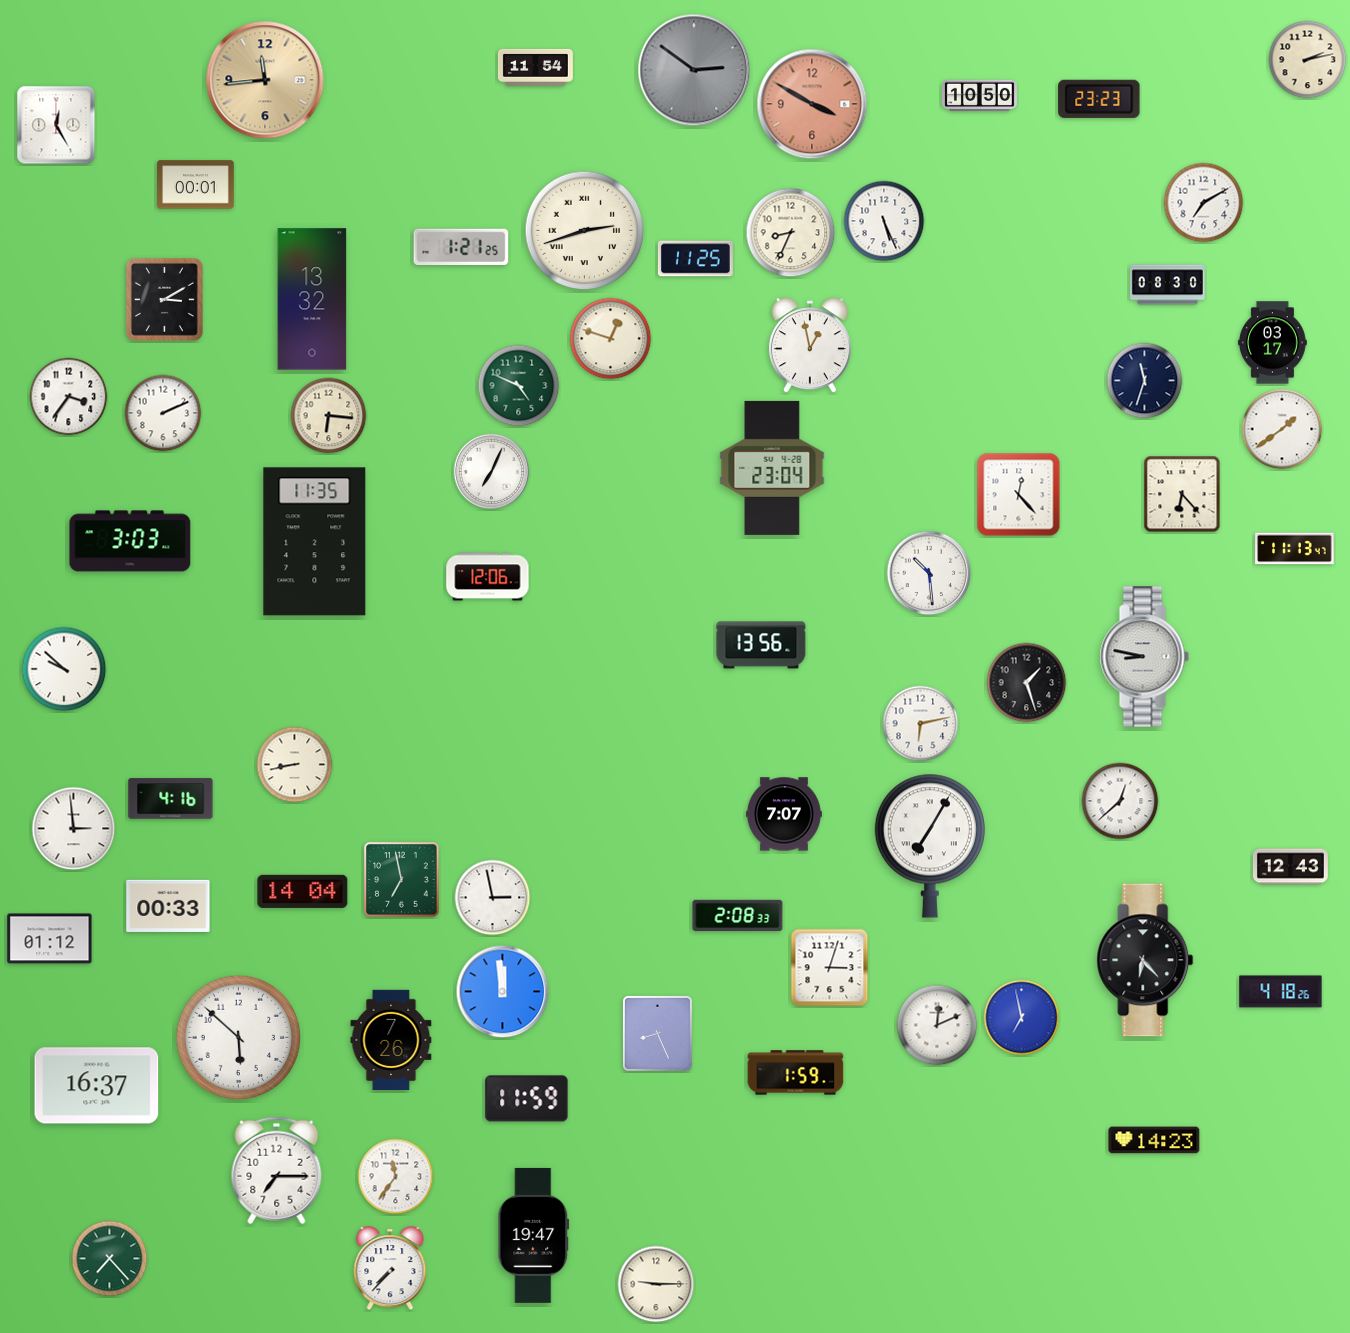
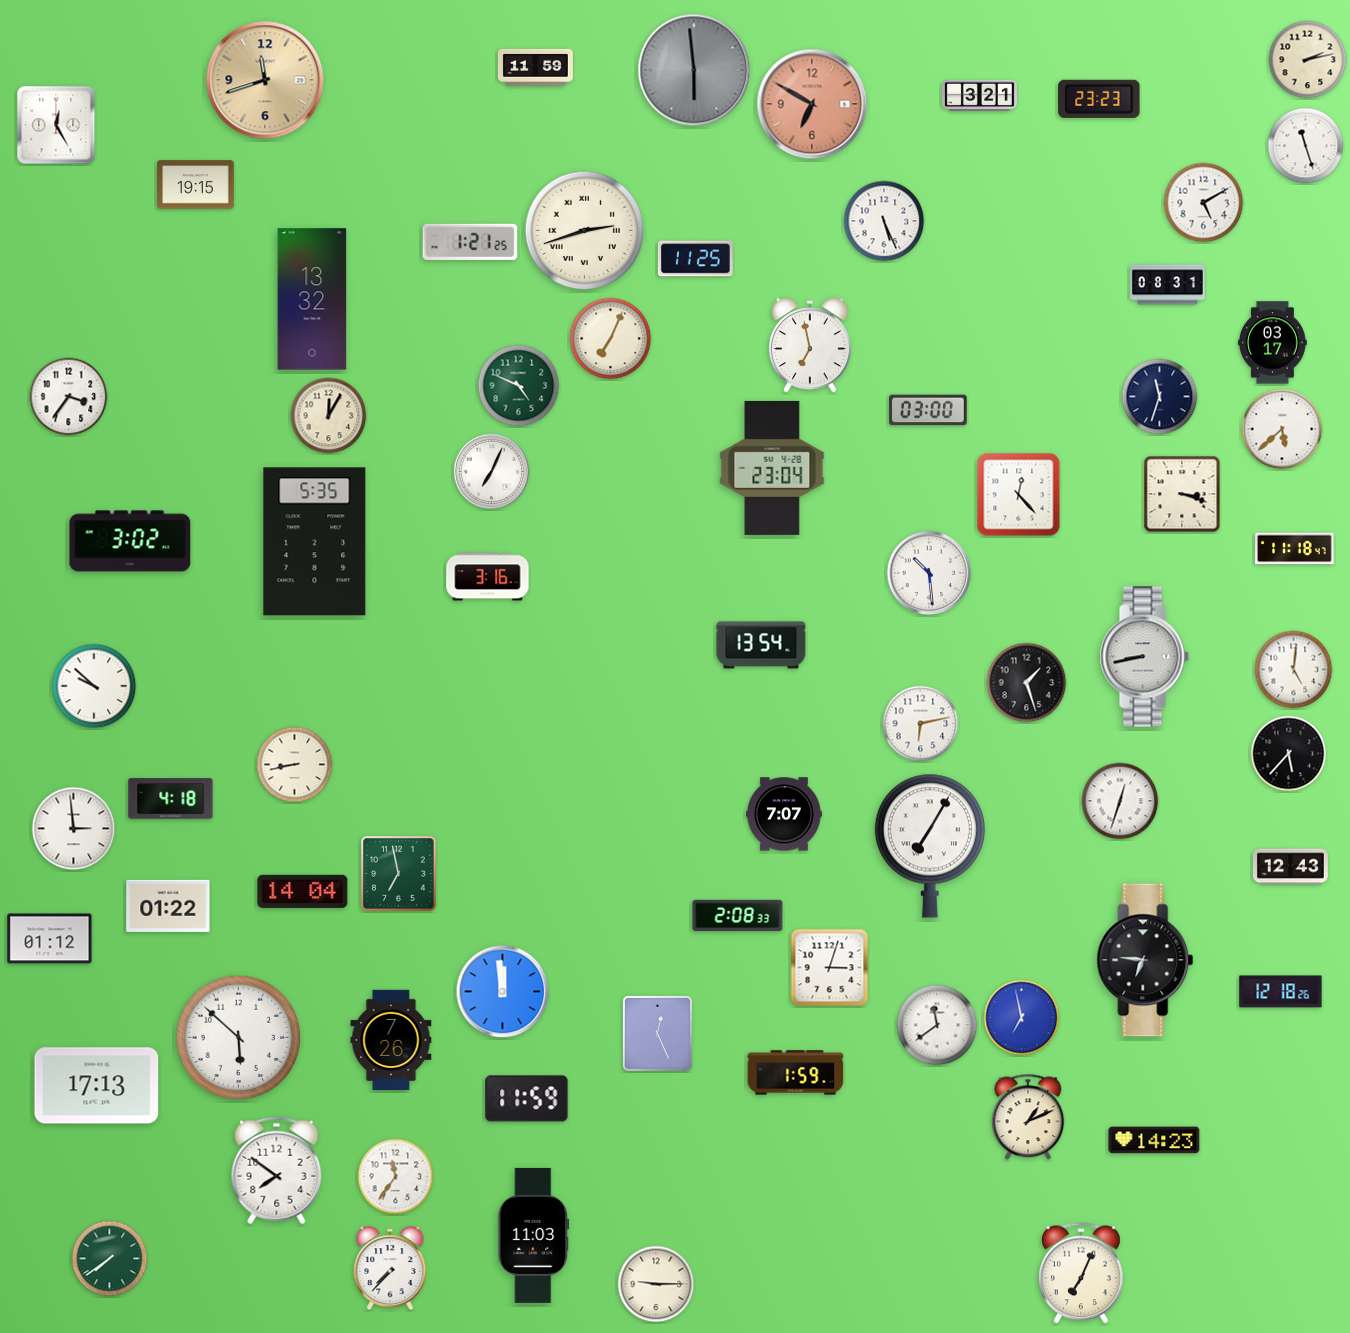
clock at (535, 67): 11:54 -> 11:59
clock at (694, 70): 2:51 -> 5:59
clock at (265, 80): 11:44 -> 11:42
clock at (979, 96): 10:50 -> 3:21
clock at (812, 104): 3:50 -> 6:50
clock at (1306, 146): none -> 11:27
clock at (196, 185): 00:01 -> 19:15
clock at (1204, 203): 7:10 -> 5:10
clock at (791, 233): 8:34 -> none
clock at (461, 246) position: (461, 246) -> (470, 241)
clock at (1167, 285): 08:30 -> 08:31
clock at (164, 299): 3:10 -> none
clock at (611, 339): 12:48 -> 7:04
clock at (810, 346): 12:58 -> 6:58
clock at (1145, 381) position: (1145, 381) -> (1160, 397)
clock at (928, 410): none -> 03:00
clock at (163, 413): 2:11 -> none
clock at (329, 416): 6:16 -> 12:05
clock at (1282, 429): 1:39 -> 5:38
clock at (1182, 494): 6:23 -> 3:18
clock at (130, 541): 3:03 -> 3:02
clock at (315, 542): 11:35 -> 5:35
clock at (1295, 549): 11:13 -> 11:18
clock at (488, 577): 12:06 -> 3:16
clock at (761, 645): 13:56 -> 13:54
clock at (1144, 657): 8:47 -> 8:43
clock at (64, 669) position: (64, 669) -> (94, 686)
clock at (1294, 670): none -> 5:01
clock at (1289, 754): none -> 5:37
clock at (171, 799): 4:16 -> 4:18
clock at (1120, 801): 12:38 -> 12:33
clock at (402, 880) position: (402, 880) -> (399, 874)
clock at (493, 898): 2:58 -> none
clock at (168, 906): 00:33 -> 01:22
clock at (1145, 960): 6:23 -> 6:46
clock at (1281, 992): 4:18 -> 12:18
clock at (937, 1025): 12:11 -> 11:39
clock at (657, 1033): 8:26 -> 12:26
clock at (97, 1086): 16:37 -> 17:13
clock at (1028, 1117): none -> 1:11
clock at (277, 1171): 7:15 -> 7:51
clock at (534, 1235): 19:47 -> 11:03
clock at (110, 1259): 7:23 -> 7:39
clock at (1082, 1273): none -> 7:04
